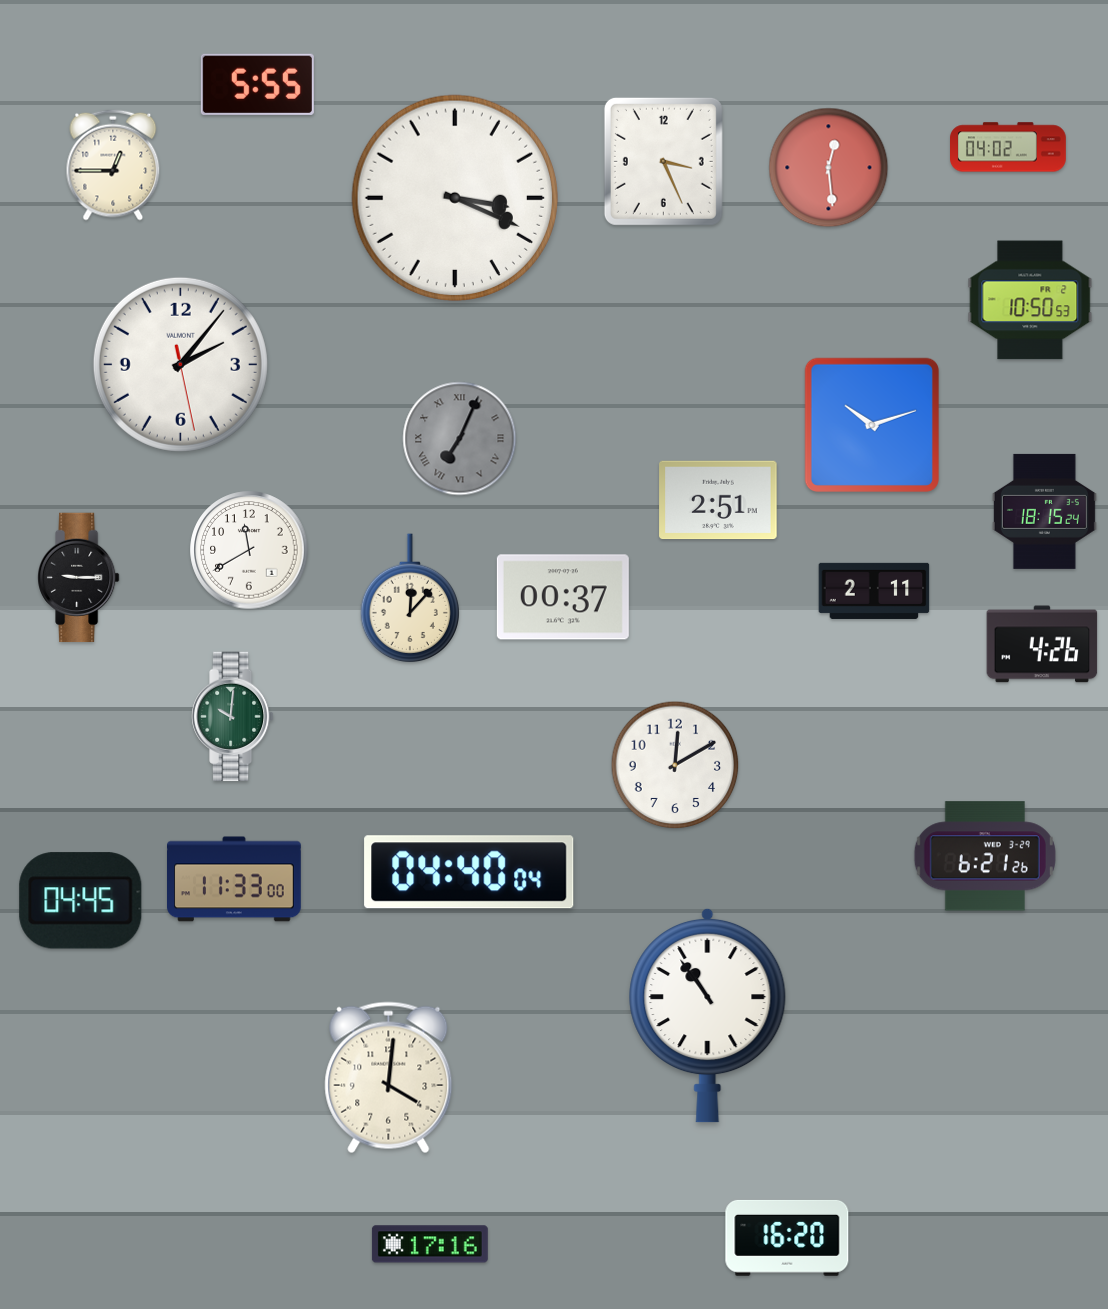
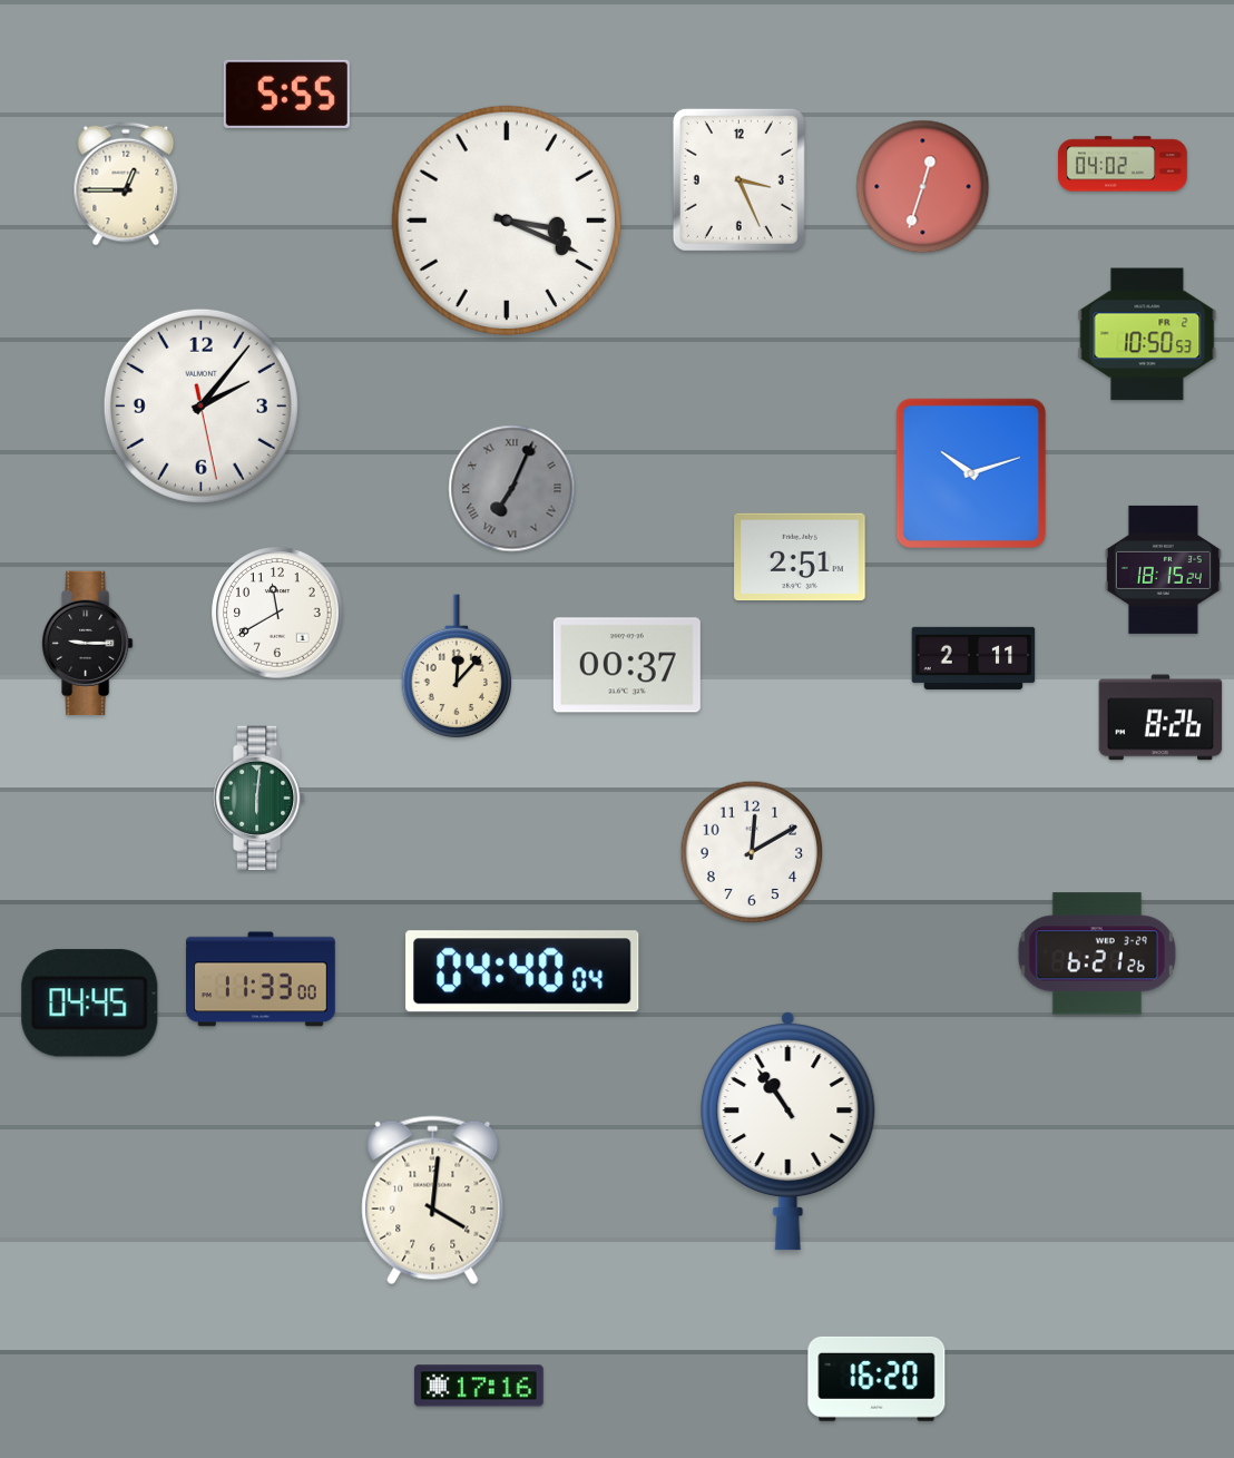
clock at (829, 168): 12:29 -> 12:33
clock at (1042, 644): 4:26 -> 8:26
clock at (233, 717): 10:01 -> 6:01
